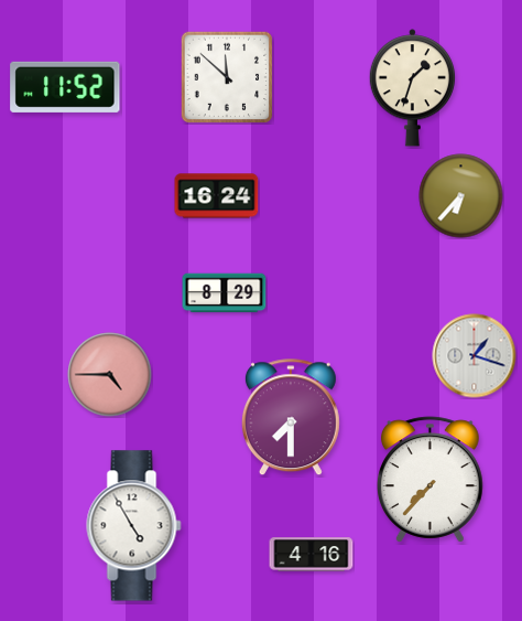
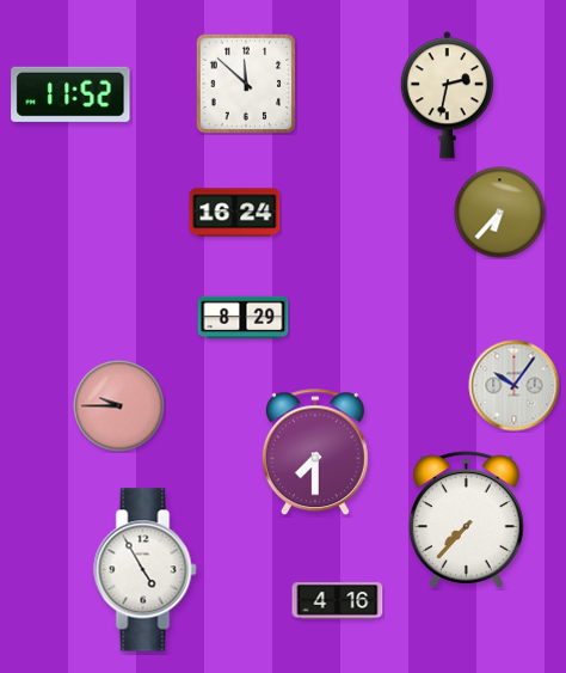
clock at (412, 88): 1:33 -> 2:32
clock at (475, 356): 1:18 -> 10:06
clock at (110, 375): 4:45 -> 9:45
